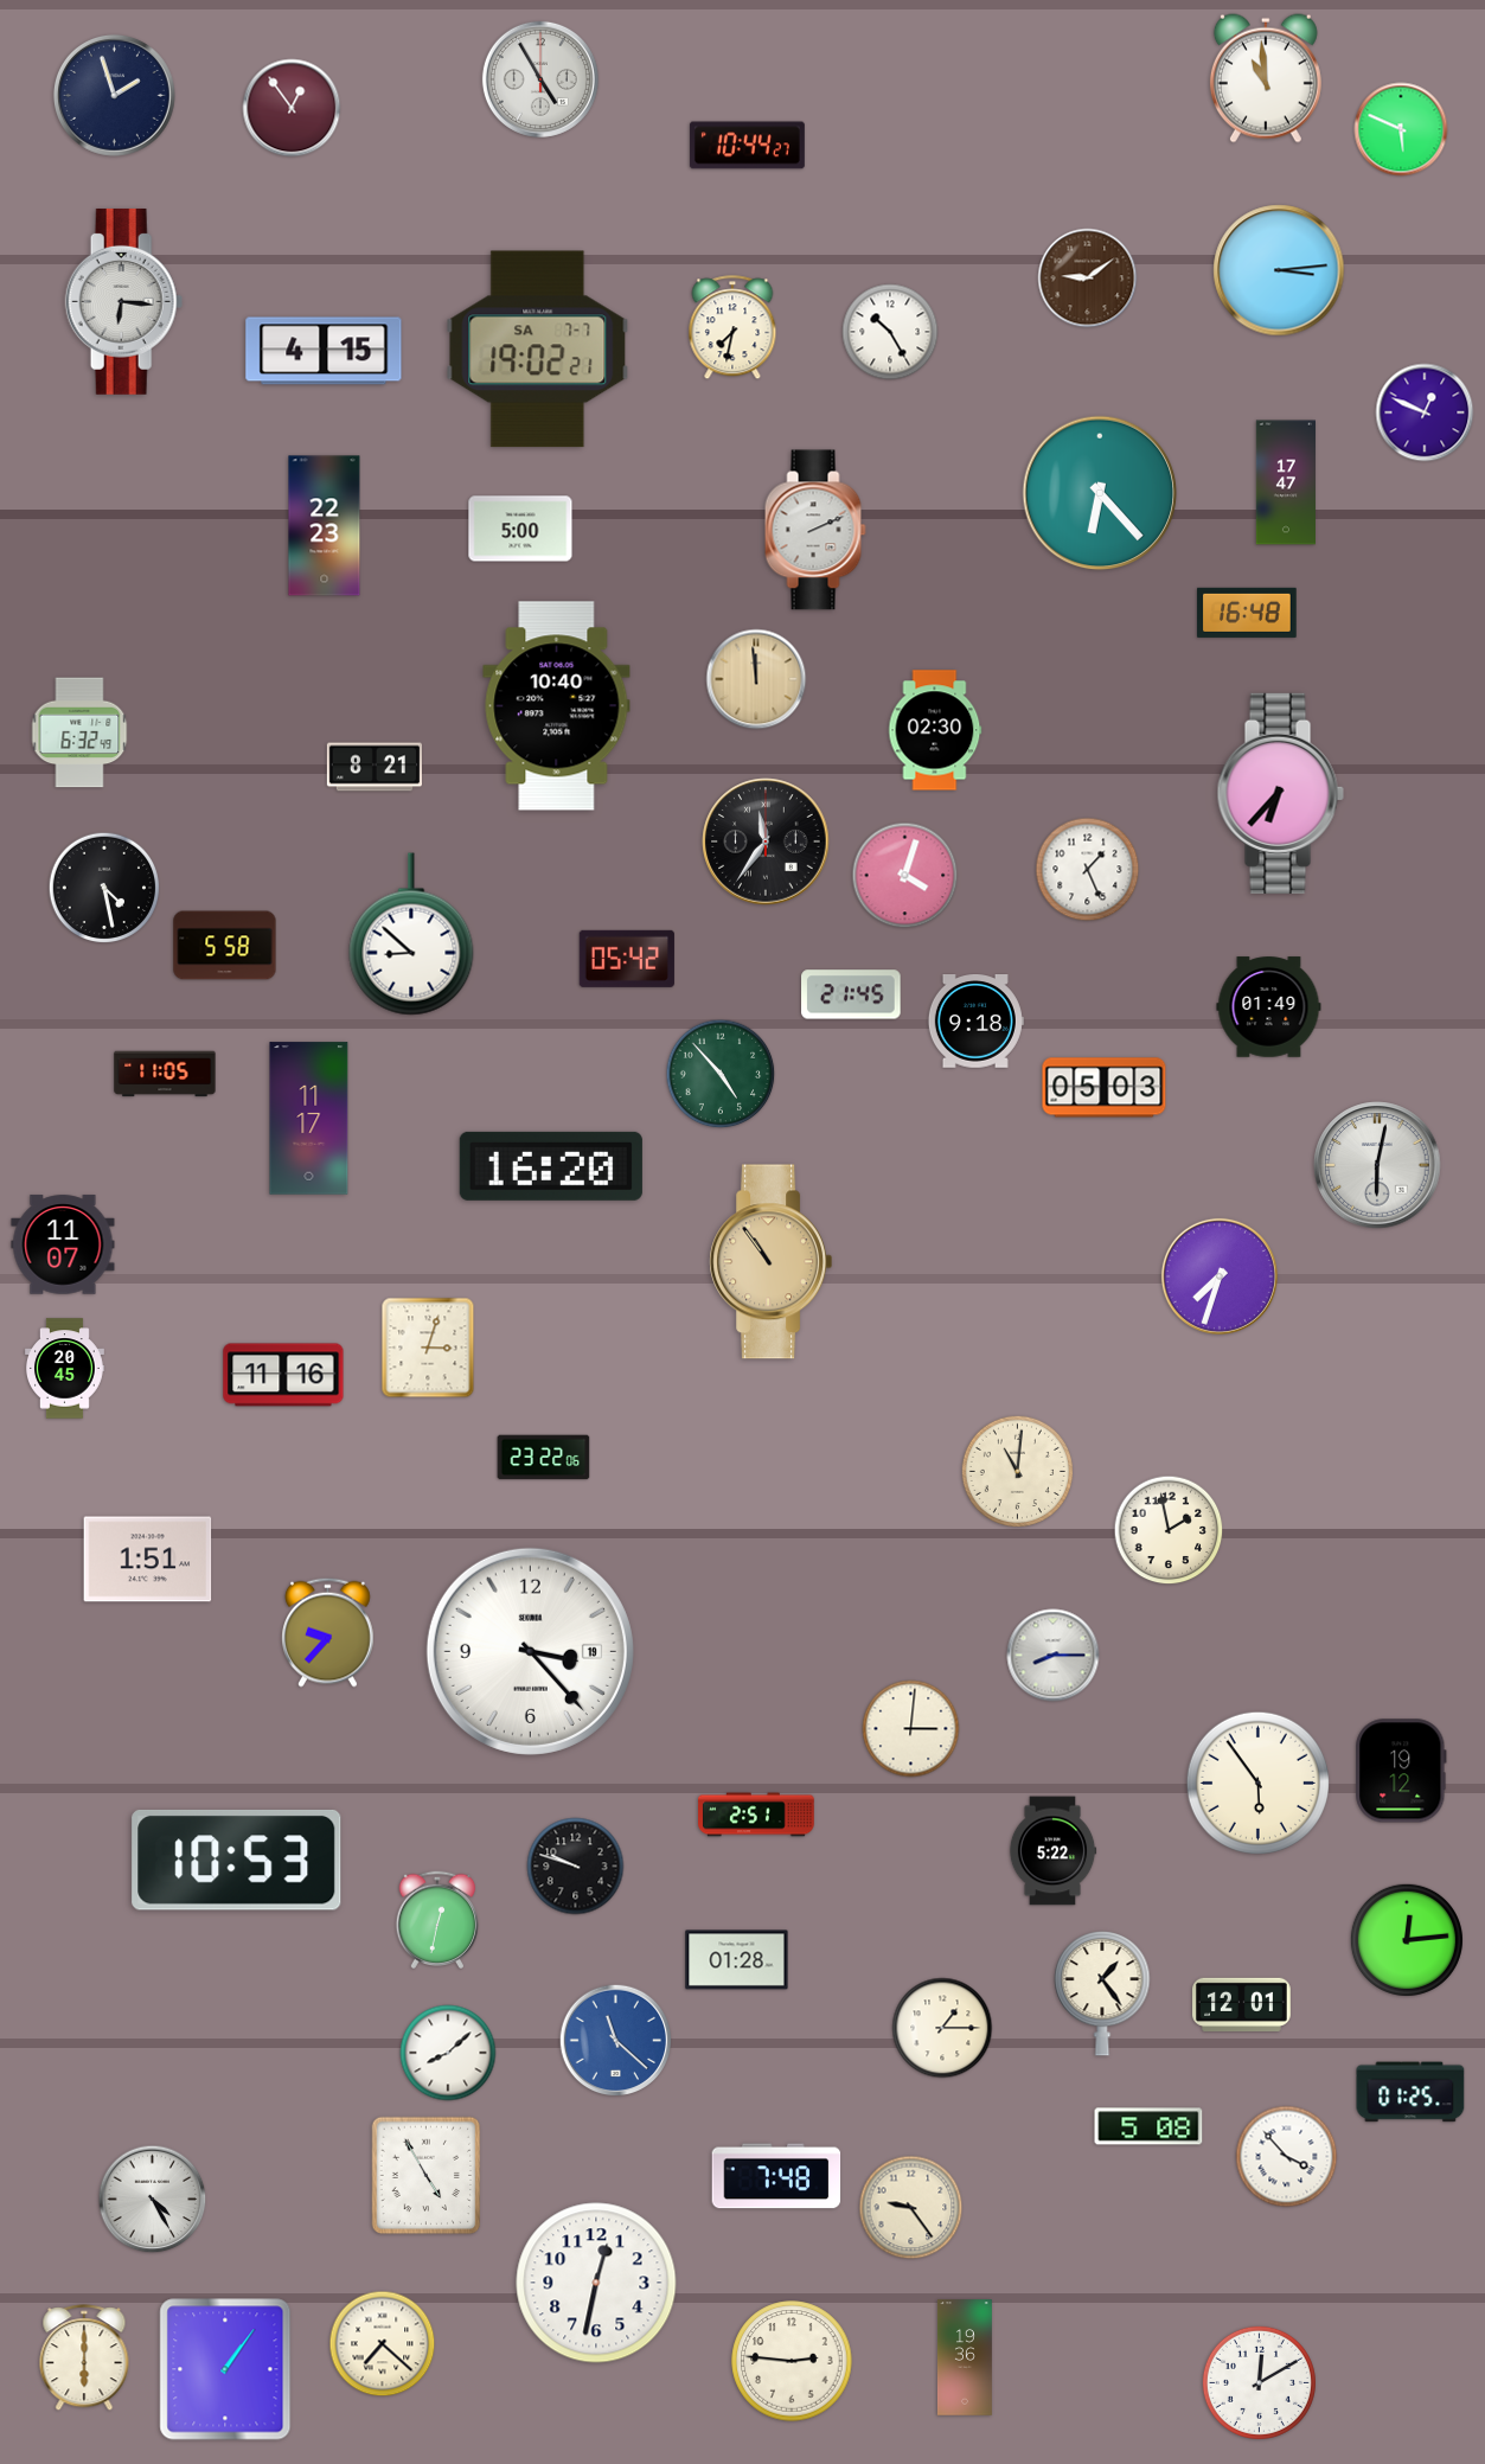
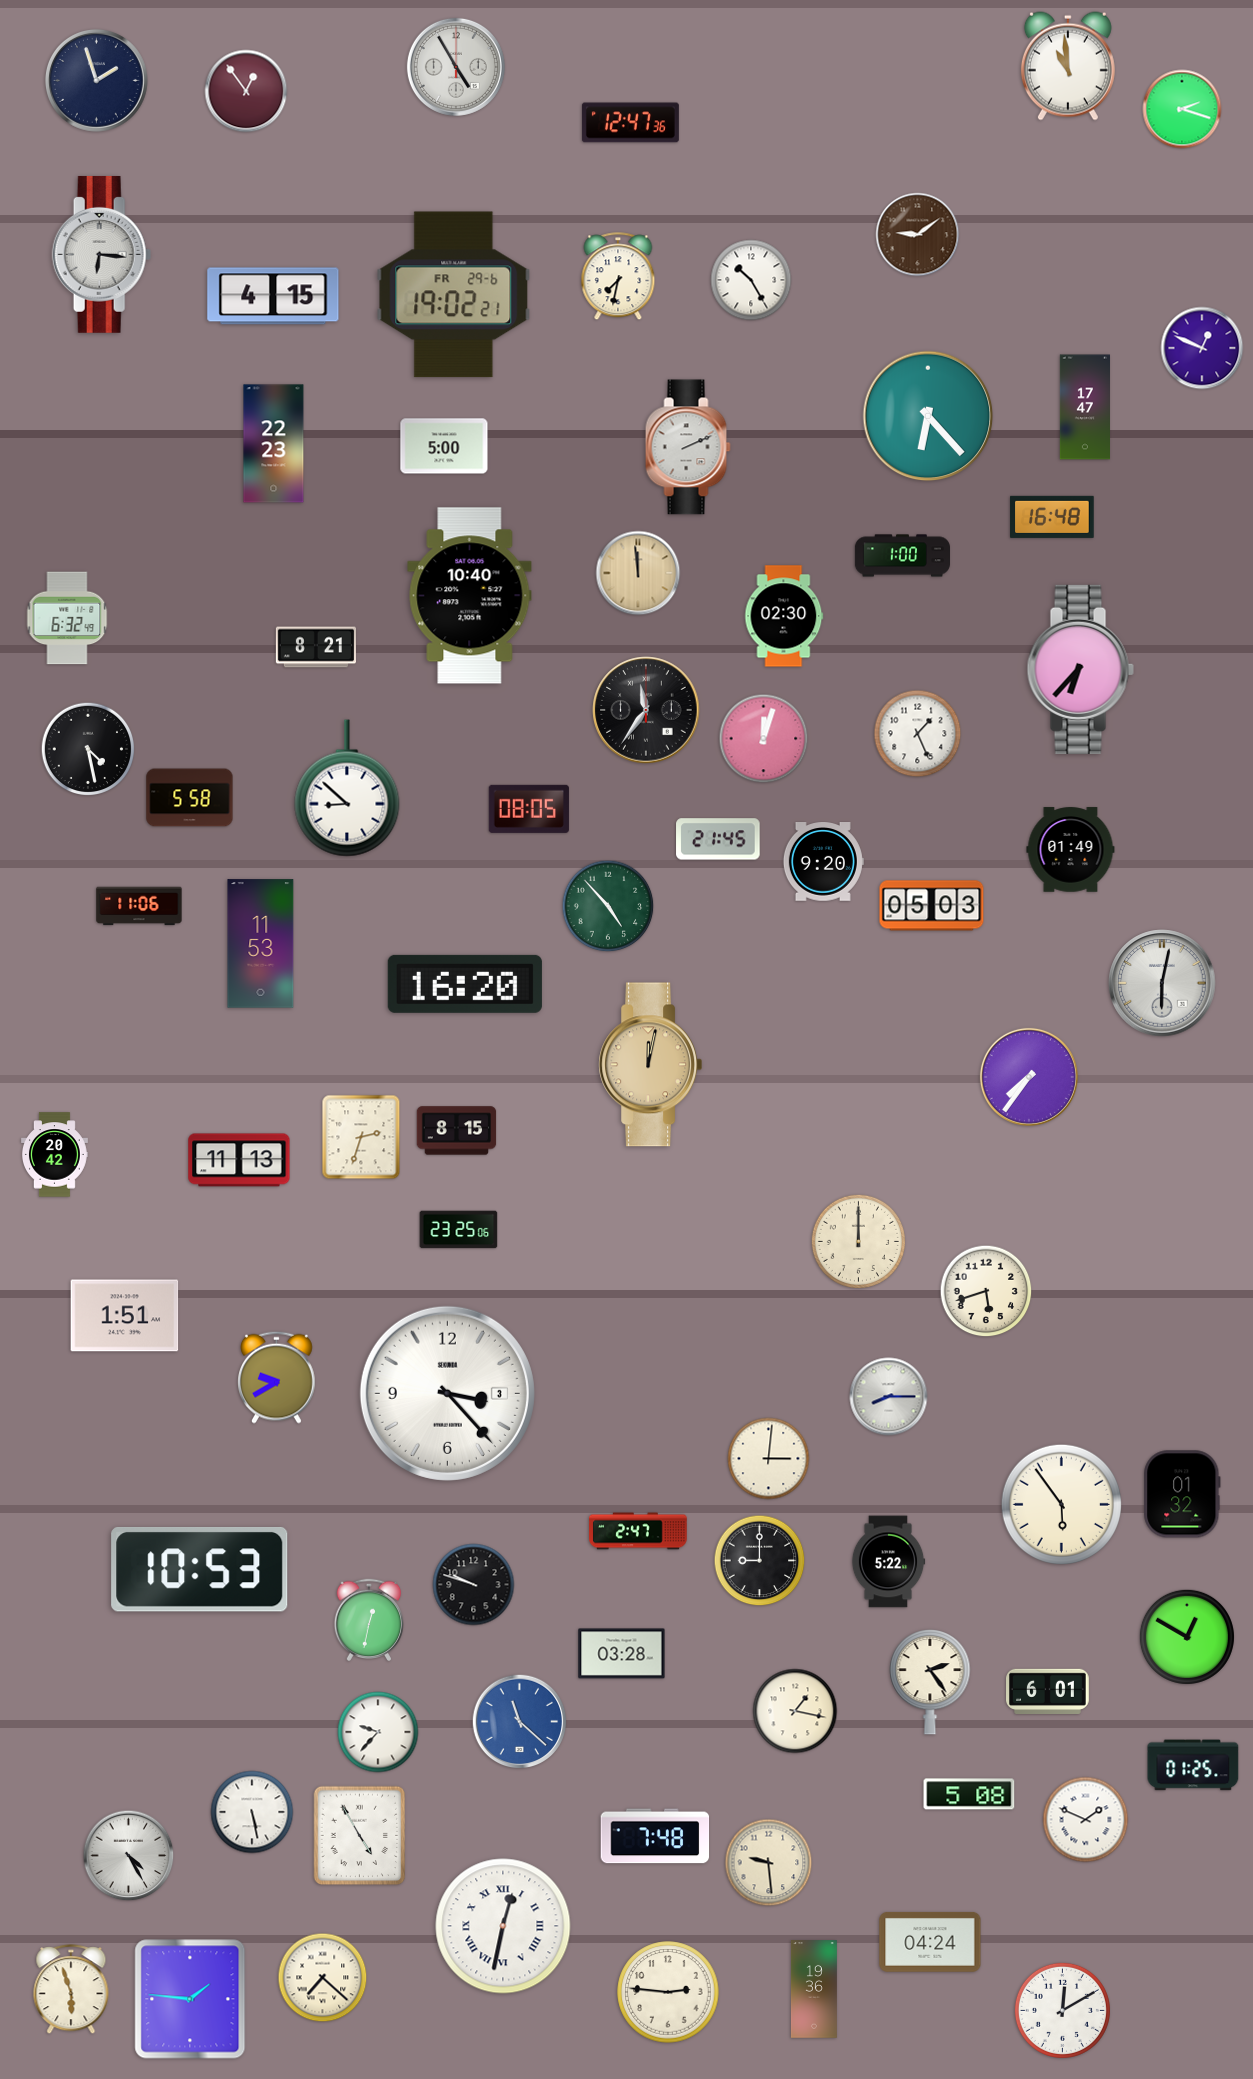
clock at (1401, 129): 5:49 -> 2:18
clock at (747, 146): 10:44 -> 12:47
clock at (1279, 270): 3:14 -> none
clock at (124, 301) position: (124, 301) -> (102, 254)
clock at (538, 350) date: SA 7-7 -> FR 29-6
clock at (520, 529) position: (520, 529) -> (444, 446)
clock at (902, 556): none -> 1:00
clock at (935, 730) position: (935, 730) -> (784, 616)
clock at (905, 876): 4:03 -> 12:03
clock at (627, 959): 05:42 -> 08:05
clock at (975, 1022): 9:18 -> 9:20
clock at (165, 1074): 11:05 -> 11:06
clock at (1105, 1088) position: (1105, 1088) -> (932, 906)
clock at (309, 1119): 11:17 -> 11:53
clock at (63, 1244): 11:07 -> none
clock at (772, 1262): 10:54 -> 12:02
clock at (1220, 1276): 7:33 -> 7:36
clock at (457, 1131): none -> 8:15
clock at (428, 1348): 3:03 -> 2:33
clock at (64, 1369): 20:45 -> 20:42
clock at (283, 1375): 11:16 -> 11:13
clock at (544, 1458): 23:22 -> 23:25
clock at (1017, 1471): 11:01 -> 12:00
clock at (1169, 1530): 1:58 -> 5:42
clock at (328, 1632): 9:37 -> 9:40
clock at (530, 1651) date: 19 -> 3
clock at (1401, 1771): 19:12 -> 01:32
clock at (756, 1815): 2:51 -> 2:47
clock at (760, 1561): none -> 9:00
clock at (576, 1867) position: (576, 1867) -> (474, 1585)
clock at (1407, 1940): 12:14 -> 12:50
clock at (737, 1960): 01:28 -> 03:28
clock at (1102, 1993): 1:24 -> 2:24
clock at (1242, 2004): 12:01 -> 6:01
clock at (942, 2028): 1:15 -> 1:17
clock at (448, 2053): 8:08 -> 9:37
clock at (1410, 2092) position: (1410, 2092) -> (1193, 1765)
clock at (252, 1812): none -> 5:28
clock at (1287, 2157): 3:53 -> 1:49
clock at (911, 2208): 9:24 -> 9:29
clock at (596, 2283) numerals: Arabic -> Roman
clock at (930, 1942): none -> 04:24
clock at (84, 2359): 6:00 -> 5:57
clock at (225, 2369): 1:06 -> 1:46
